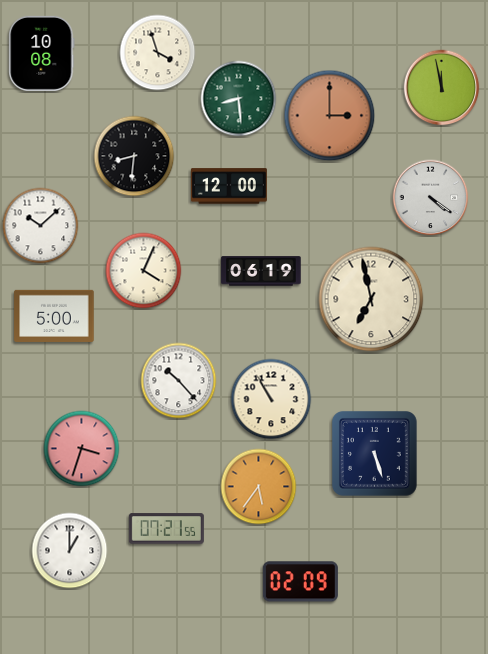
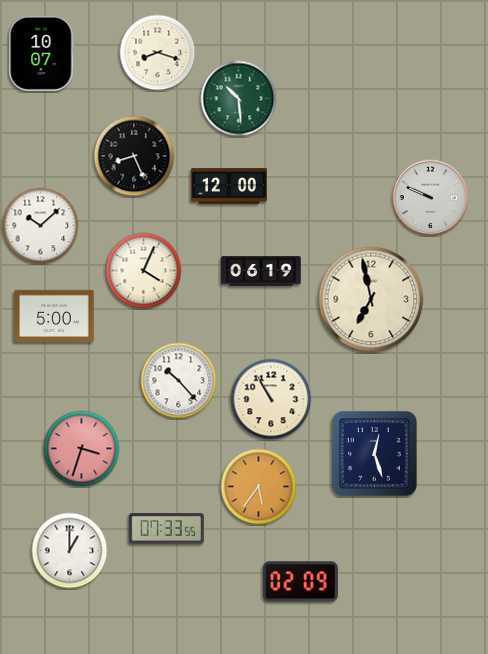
clock at (42, 53): 10:08 -> 10:07
clock at (158, 53): 3:57 -> 8:18
clock at (442, 88): 11:58 -> none
clock at (239, 99): 8:29 -> 10:29
clock at (330, 116): 3:00 -> none
clock at (134, 156): 8:31 -> 8:26
clock at (431, 198): 4:21 -> 9:49
clock at (374, 453): 5:27 -> 12:27
clock at (166, 529): 07:21 -> 07:33
